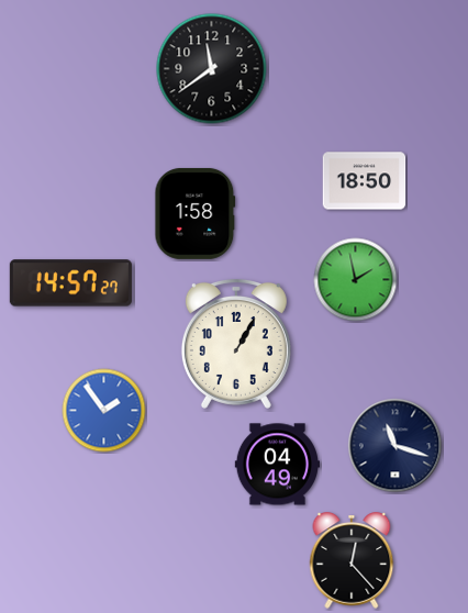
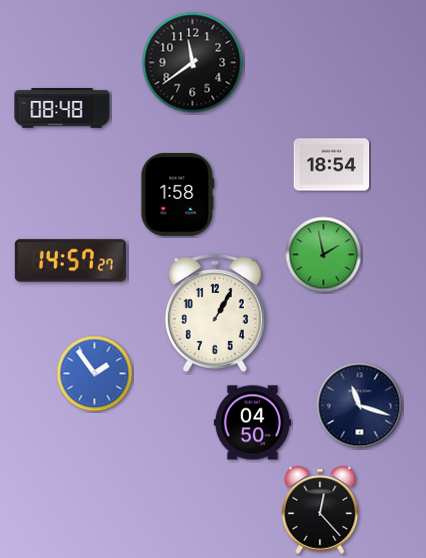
clock at (62, 108): none -> 08:48
clock at (365, 181): 18:50 -> 18:54
clock at (70, 283) position: (70, 283) -> (70, 261)
clock at (277, 465): 04:49 -> 04:50
